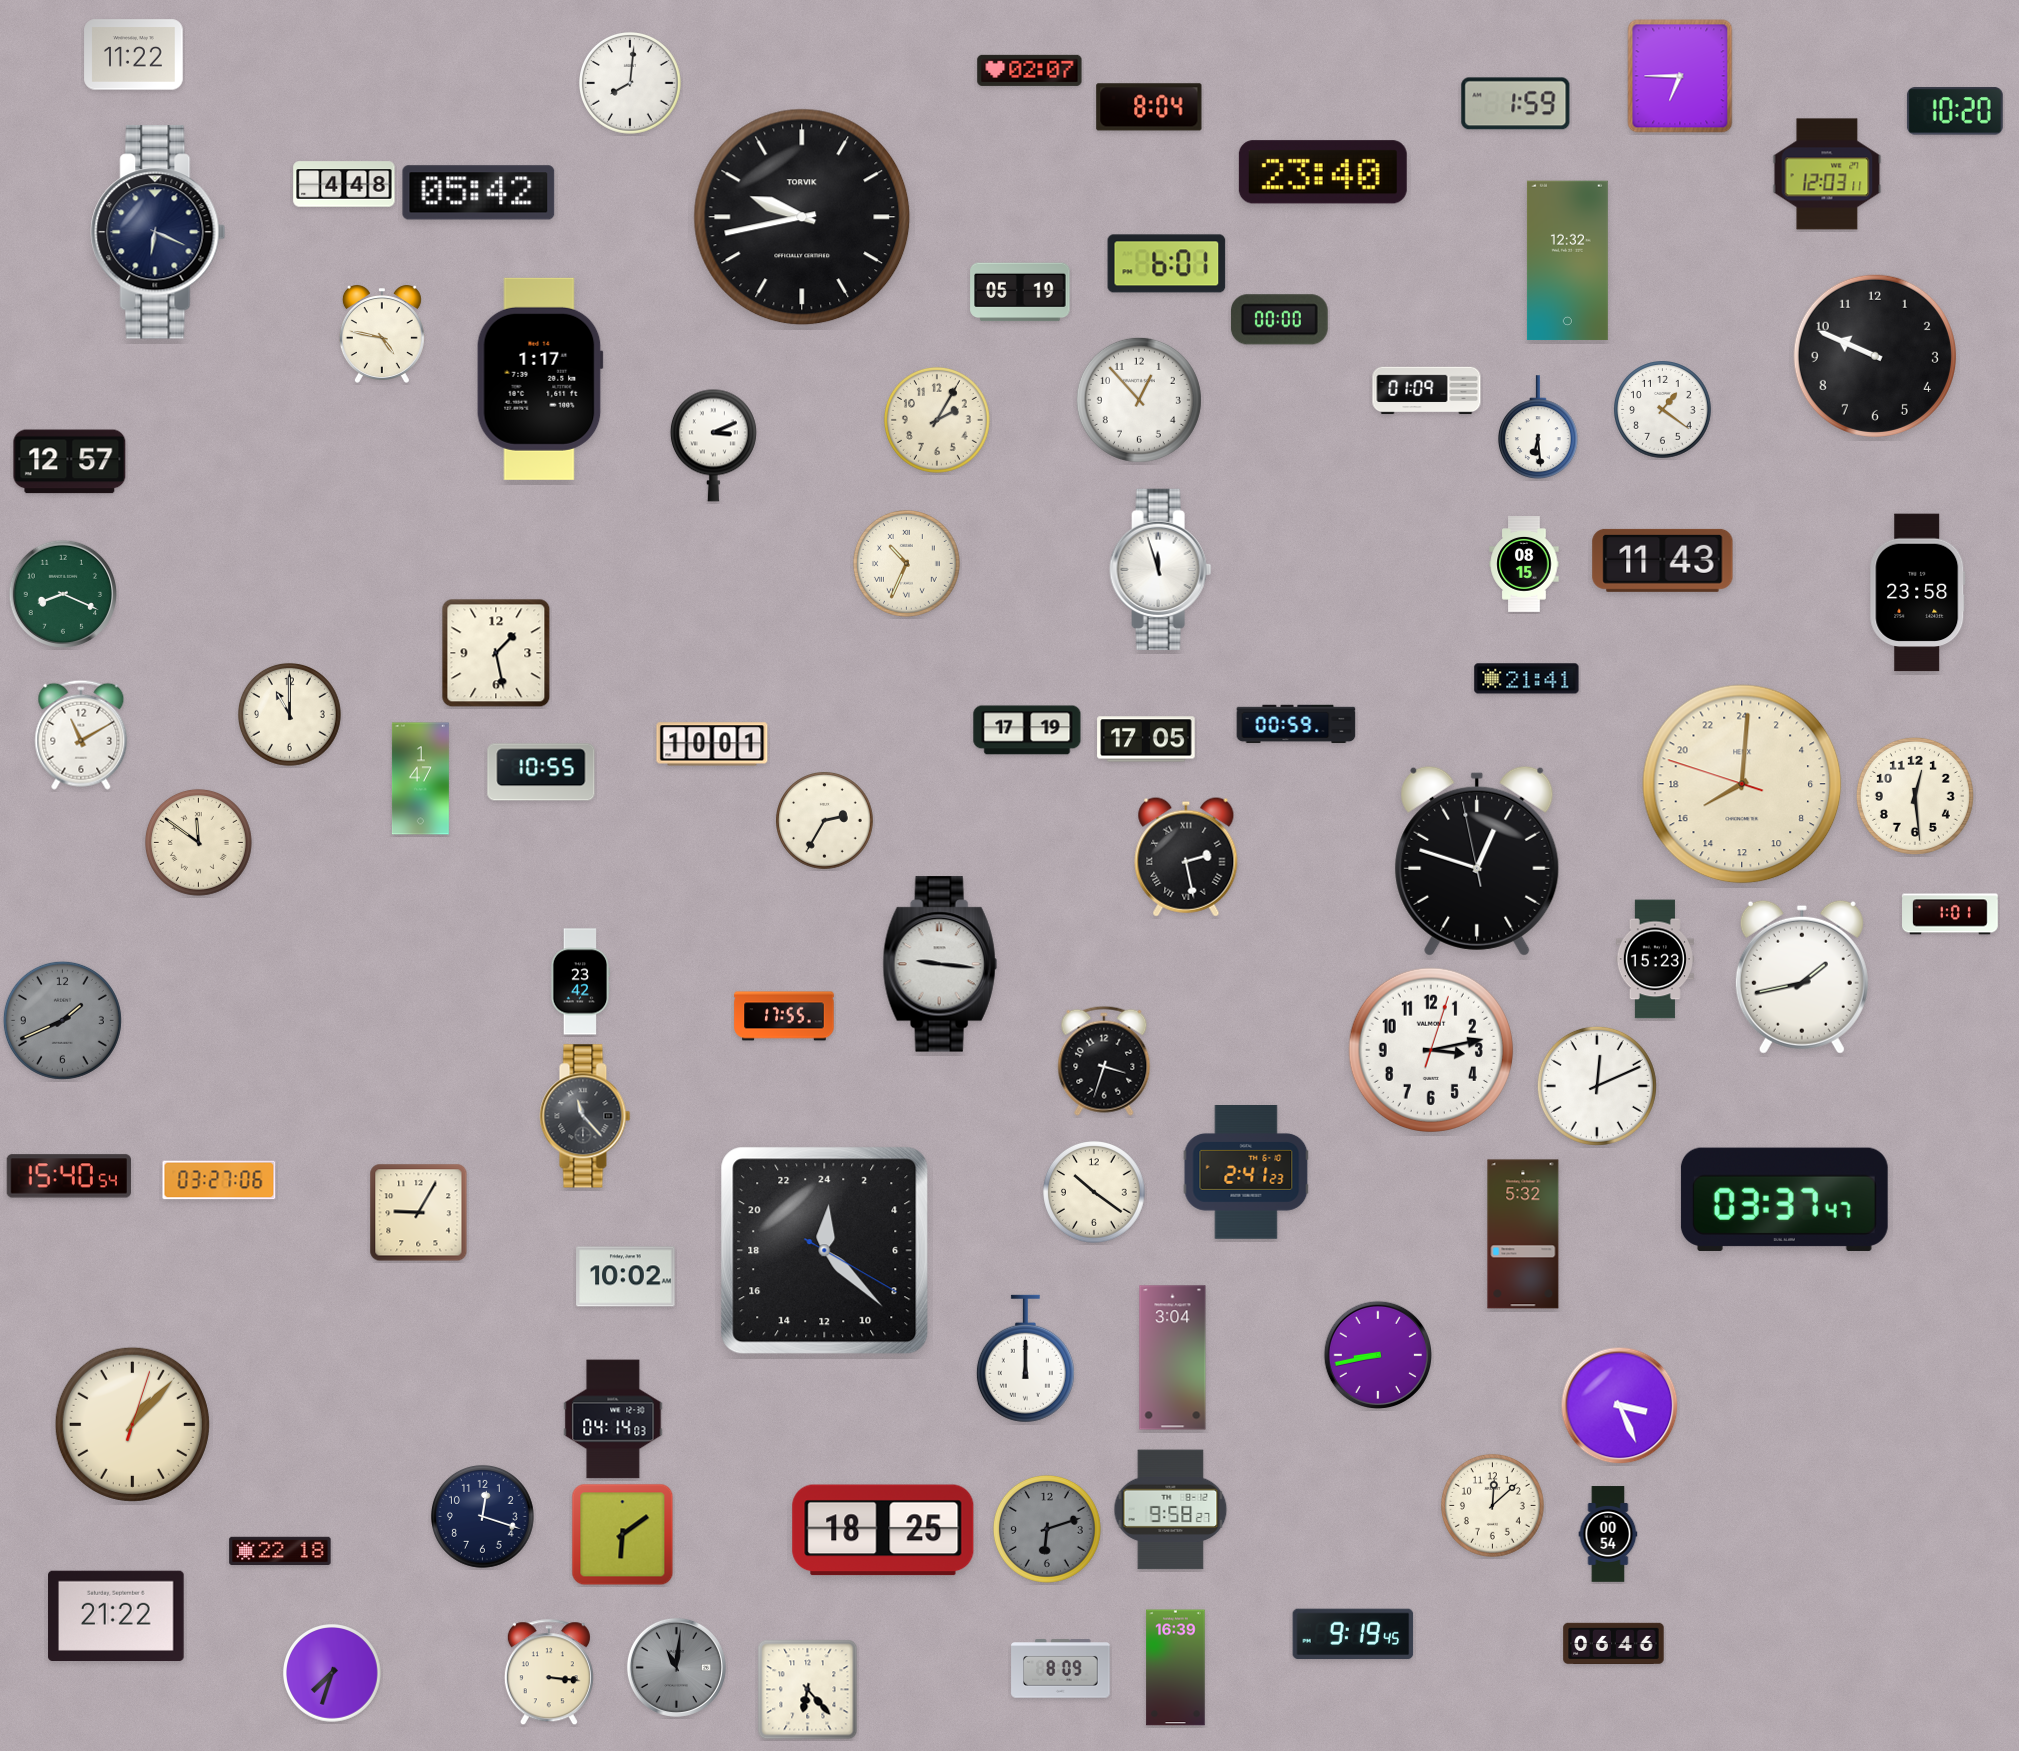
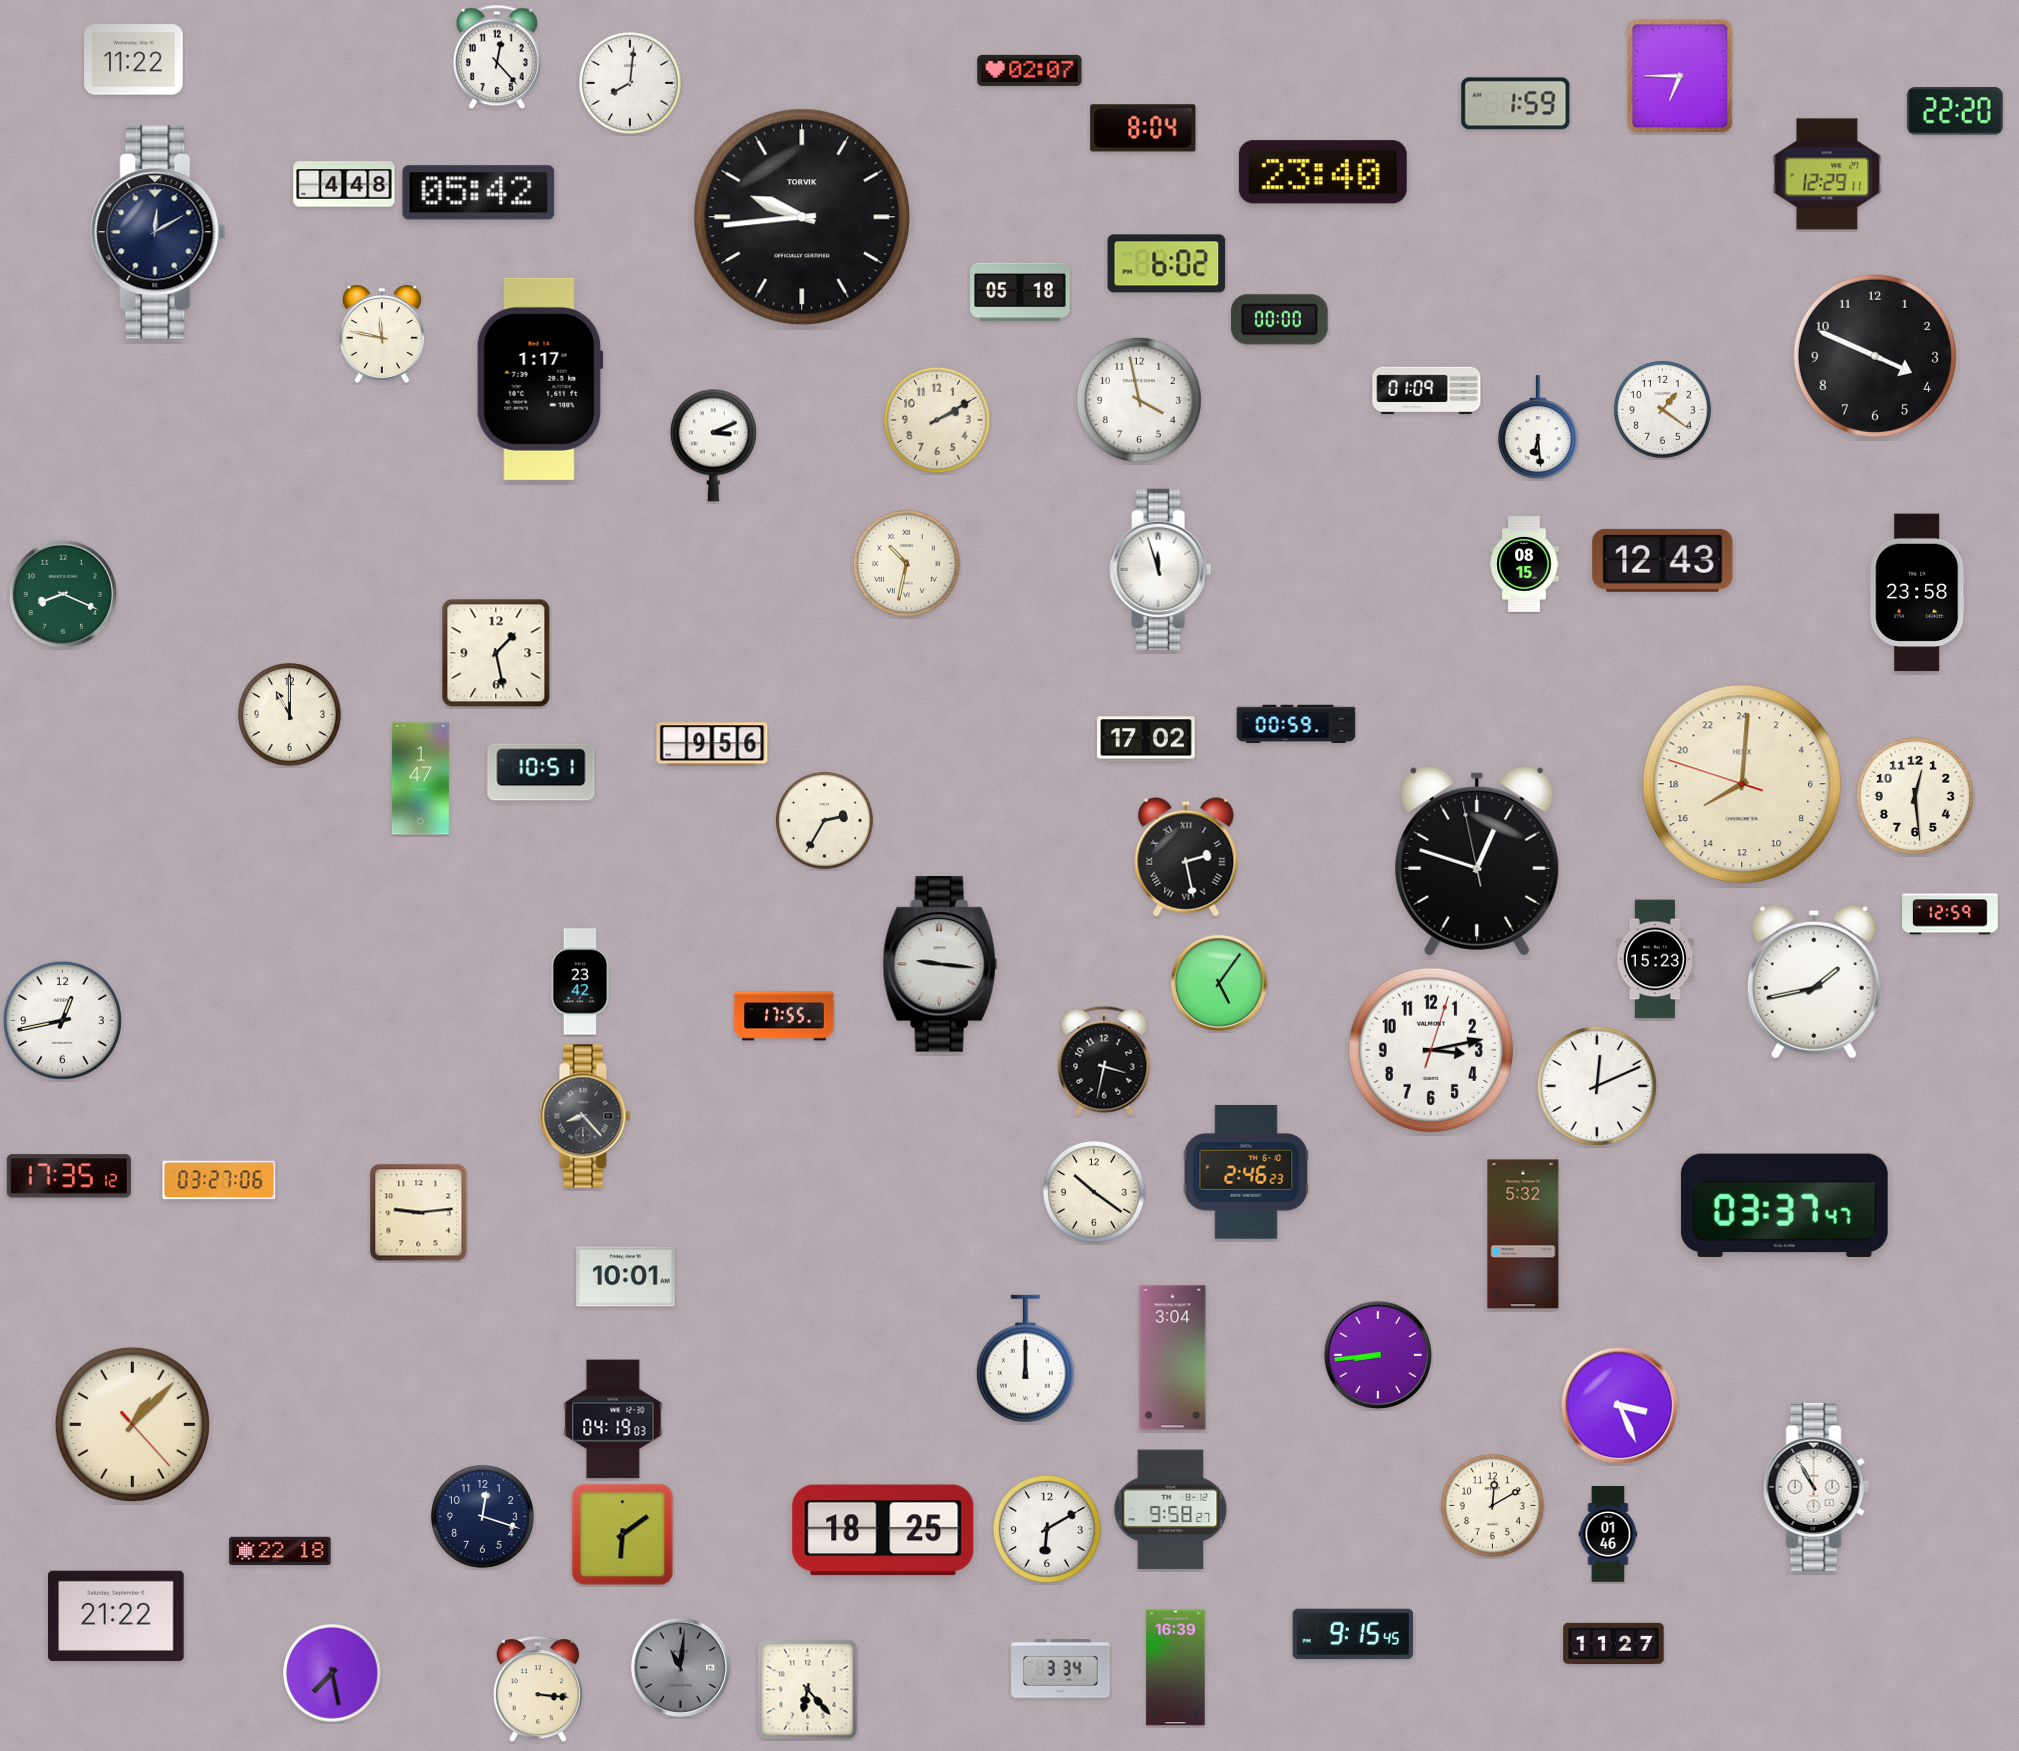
clock at (134, 55) position: (134, 55) -> (134, 60)
clock at (498, 57): none -> 12:23
clock at (1149, 107) position: (1149, 107) -> (1143, 128)
clock at (1955, 111): 10:20 -> 22:20
clock at (1827, 174): 12:03 -> 12:29
clock at (802, 217): 9:43 -> 9:44
clock at (158, 232): 6:19 -> 12:10
clock at (1567, 261): 12:32 -> none
clock at (1167, 264): 6:01 -> 6:02
clock at (1020, 292): 05:19 -> 05:18
clock at (382, 334): 4:47 -> 11:47
clock at (1875, 356): 9:49 -> 3:49
clock at (1139, 400): 12:53 -> 3:58
clock at (937, 420): 2:05 -> 2:10
clock at (70, 462): 12:57 -> none
clock at (1663, 560): 11:43 -> 12:43
clock at (906, 563): 10:34 -> 10:32
clock at (1527, 679): 21:41 -> none
clock at (1027, 730): 17:19 -> none
clock at (81, 735): 11:10 -> none
clock at (1146, 739): 17:05 -> 17:02
clock at (712, 744): 10:01 -> 9:56
clock at (541, 772): 10:55 -> 10:51
clock at (198, 842): 11:51 -> none
clock at (1951, 914): 1:01 -> 12:59
clock at (1802, 977) position: (1802, 977) -> (1814, 982)
clock at (1219, 983): none -> 5:06
clock at (62, 1020): 1:41 -> 12:43
clock at (62, 1020) dial: grey -> white
clock at (1104, 1061): 3:33 -> 3:32
clock at (585, 1116): 11:23 -> 8:23
clock at (1246, 1173): 2:41 -> 2:46
clock at (69, 1176): 15:40 -> 17:35
clock at (1784, 1199) position: (1784, 1199) -> (1784, 1205)
clock at (419, 1213): 9:05 -> 9:14
clock at (825, 1251): 0:22 -> none
clock at (626, 1277): 10:02 -> 10:01
clock at (1377, 1354): 8:43 -> 8:44
clock at (613, 1419): 04:14 -> 04:19
clock at (132, 1424): 1:07:03 -> 1:07:23
clock at (1816, 1487): none -> 10:55
clock at (1493, 1506): 12:08 -> 12:10
clock at (1047, 1529): 6:12 -> 6:10
clock at (1047, 1529) dial: grey -> white
clock at (1608, 1534): 00:54 -> 01:46
clock at (1353, 1634): 9:19 -> 9:15
clock at (1614, 1643): 06:46 -> 11:27
clock at (676, 1667) position: (676, 1667) -> (680, 1667)
clock at (1061, 1669): 8:09 -> 3:34
clock at (549, 1673) position: (549, 1673) -> (538, 1690)
clock at (333, 1674): 7:33 -> 7:28
